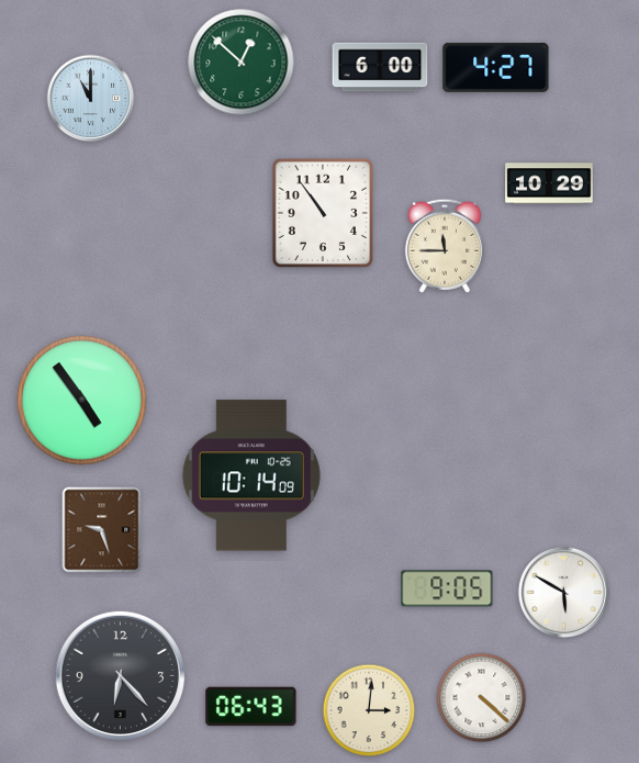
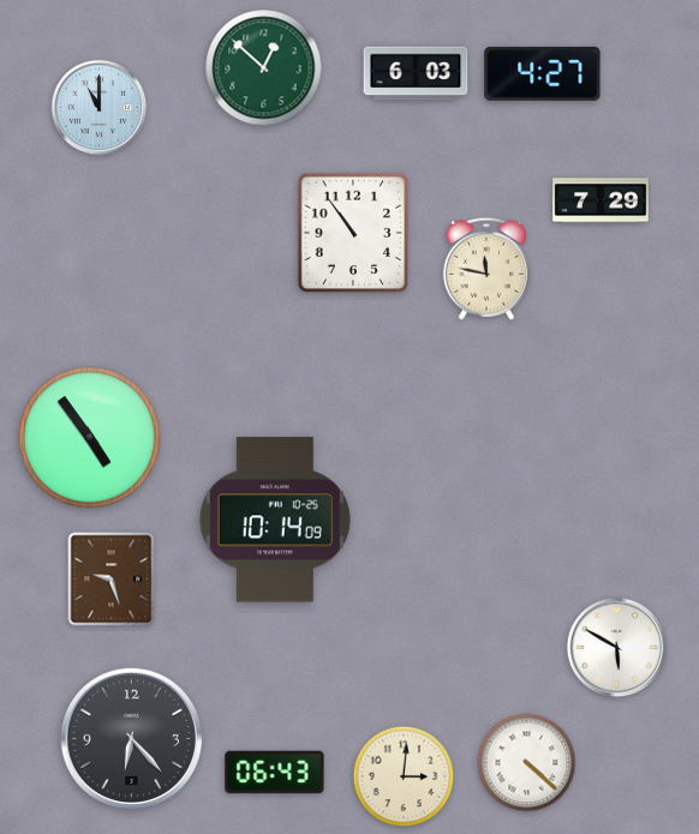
clock at (380, 67): 6:00 -> 6:03
clock at (549, 183): 10:29 -> 7:29
clock at (445, 246): 11:45 -> 11:47
clock at (447, 588): 9:05 -> none
